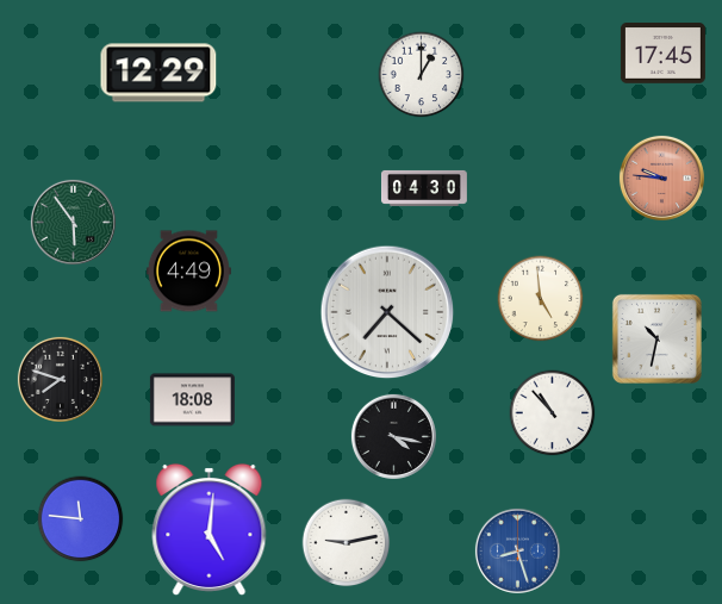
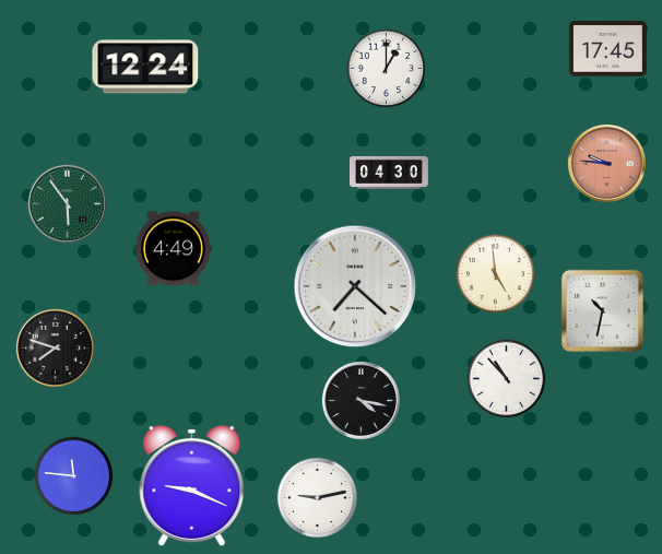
clock at (158, 73): 12:29 -> 12:24
clock at (192, 400): 18:08 -> none
clock at (210, 530): 5:01 -> 9:19
clock at (517, 550): 8:27 -> none
